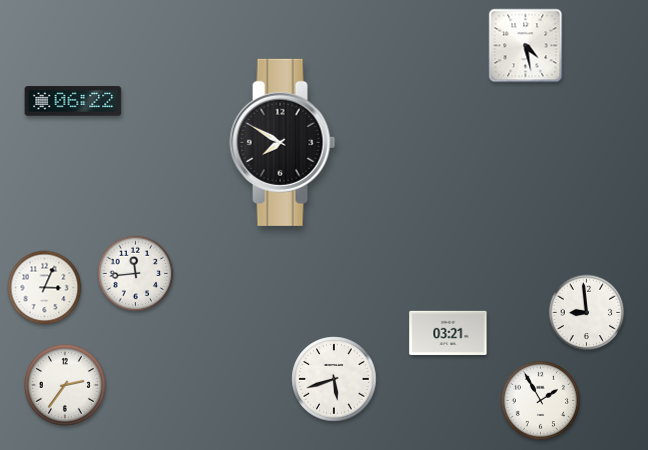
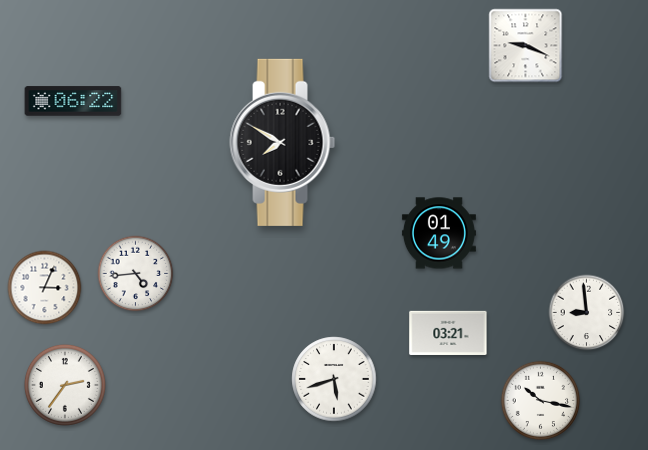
clock at (526, 46): 4:28 -> 9:19
clock at (439, 233): none -> 01:49
clock at (136, 274): 11:44 -> 4:44
clock at (540, 400): 1:55 -> 10:17
